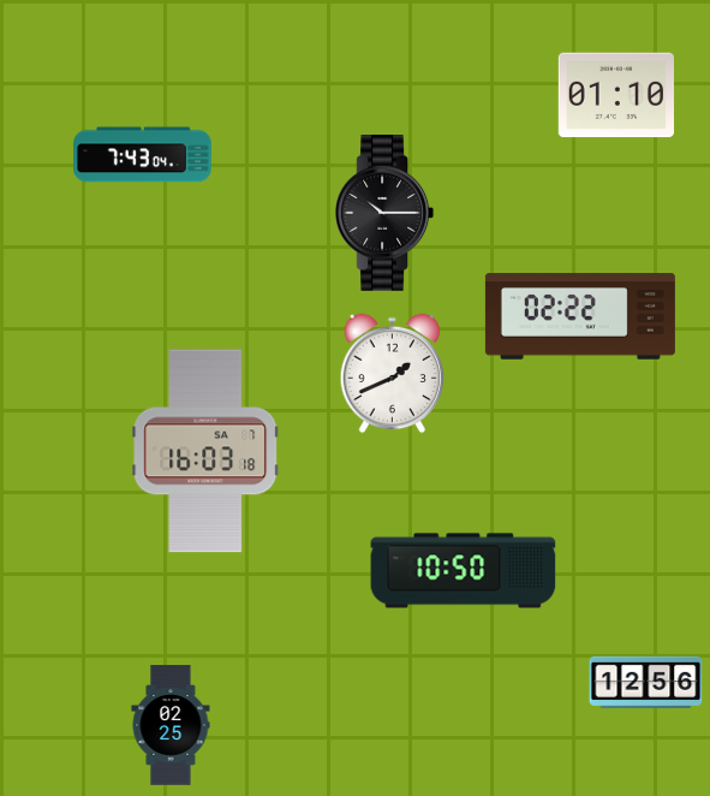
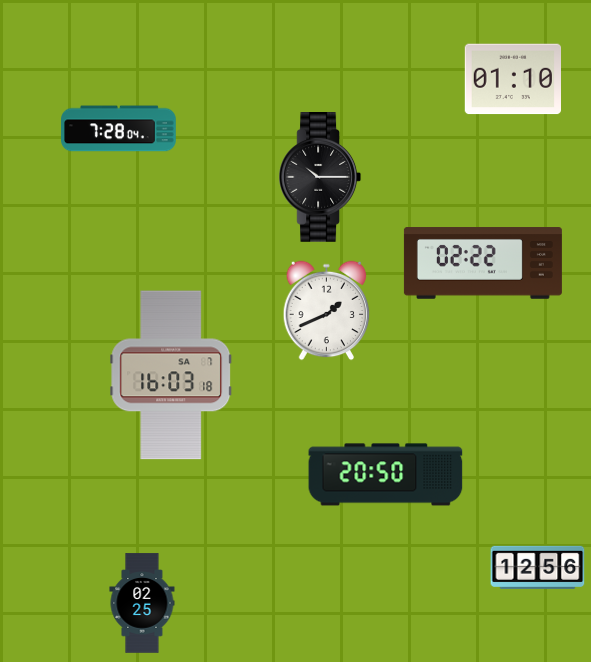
clock at (143, 155): 7:43 -> 7:28
clock at (464, 571): 10:50 -> 20:50
